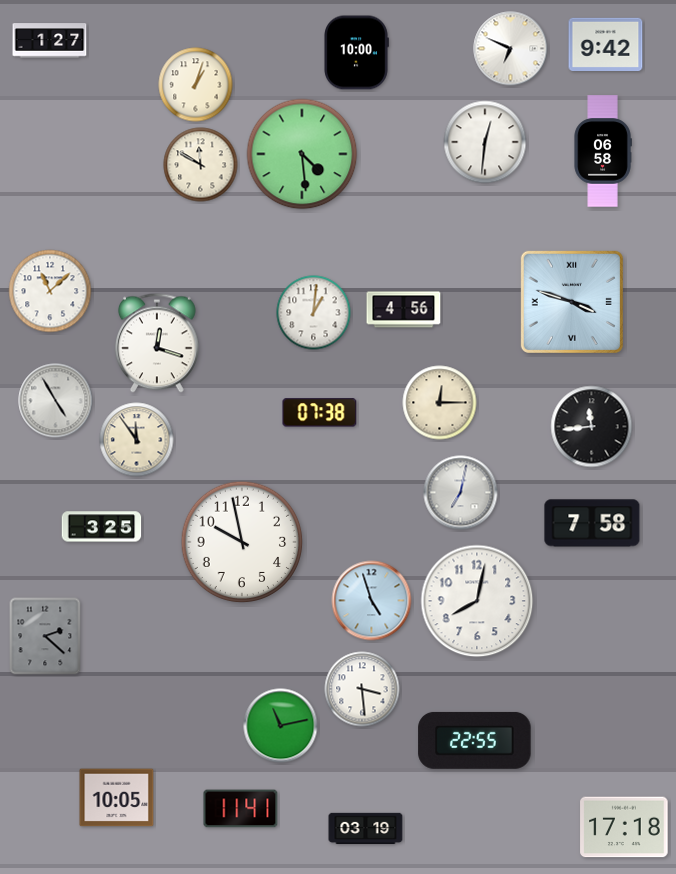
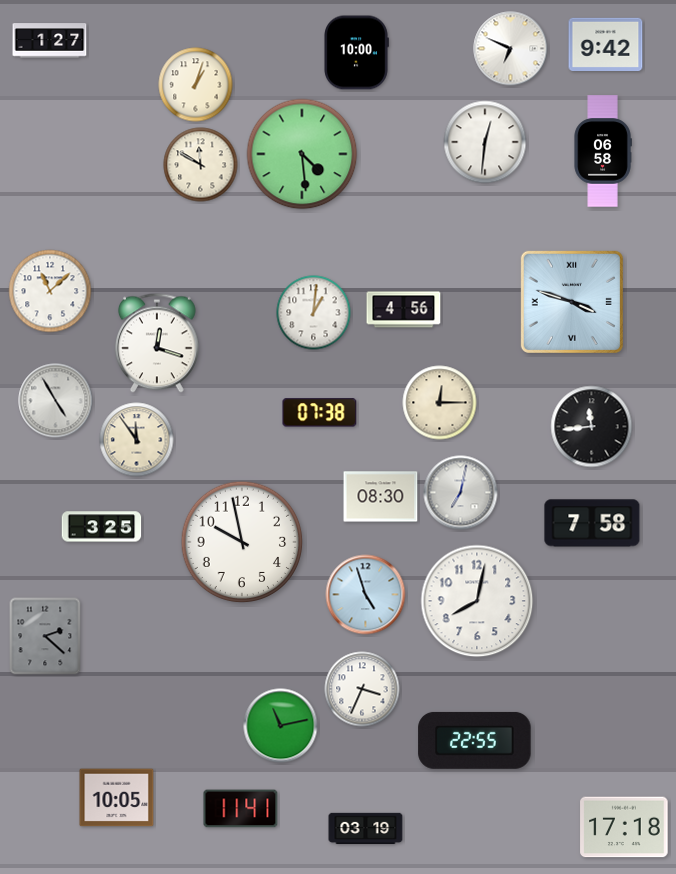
clock at (381, 497): none -> 08:30
clock at (372, 601) position: (372, 601) -> (366, 595)
clock at (362, 689): 3:29 -> 3:34
